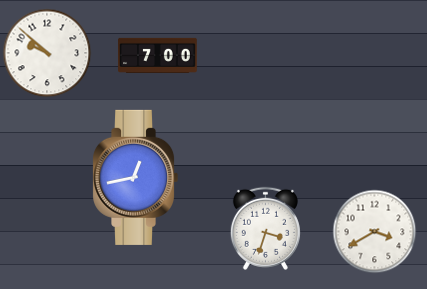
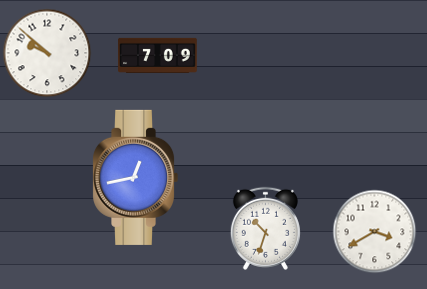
clock at (158, 55): 7:00 -> 7:09
clock at (265, 228): 3:33 -> 10:33
